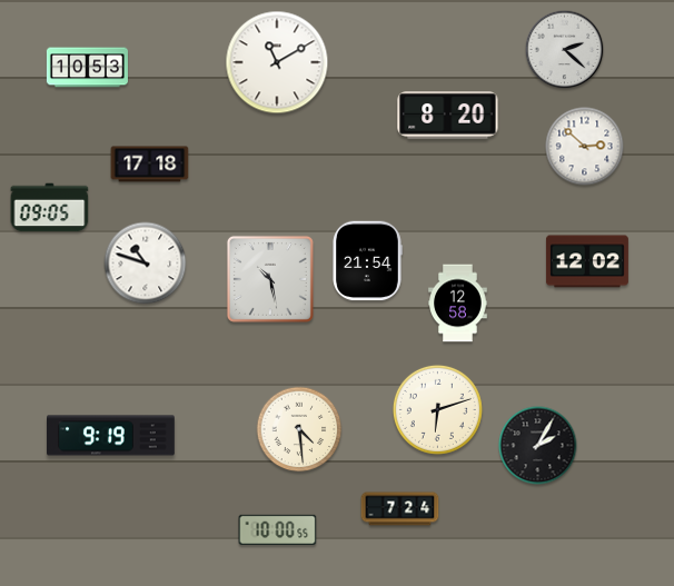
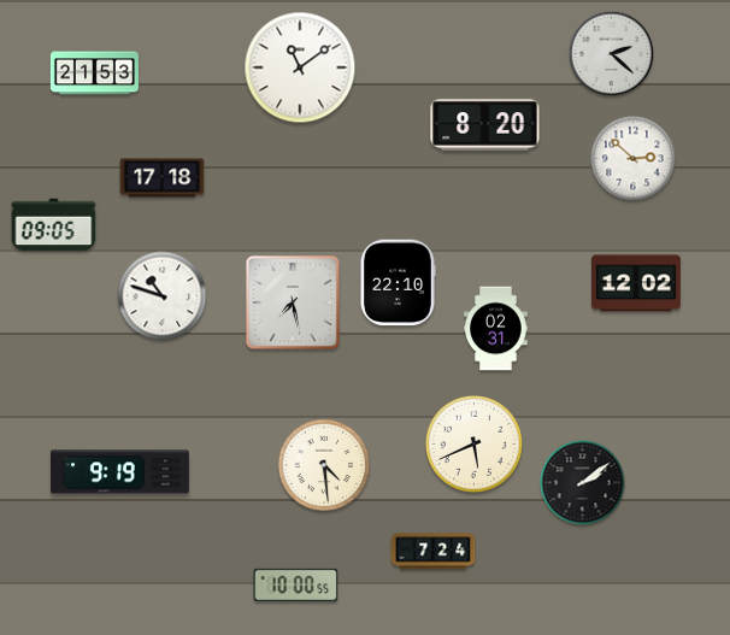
clock at (277, 62): 11:10 -> 11:09
clock at (87, 68): 10:53 -> 21:53
clock at (367, 261): 21:54 -> 22:10
clock at (146, 264) position: (146, 264) -> (163, 296)
clock at (270, 279): 10:28 -> 7:28
clock at (458, 304): 12:58 -> 02:31
clock at (437, 409): 6:12 -> 5:41
clock at (538, 446): 2:05 -> 2:09
clock at (278, 529) position: (278, 529) -> (296, 584)
